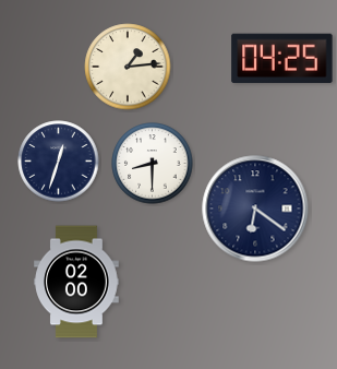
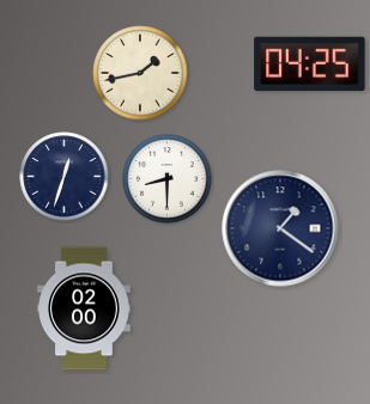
clock at (128, 67): 1:14 -> 1:43
clock at (255, 209): 6:21 -> 1:21
